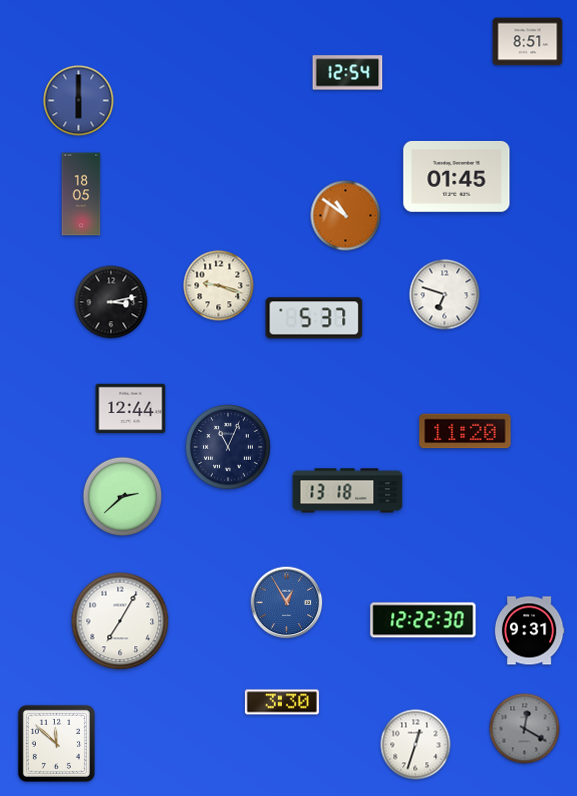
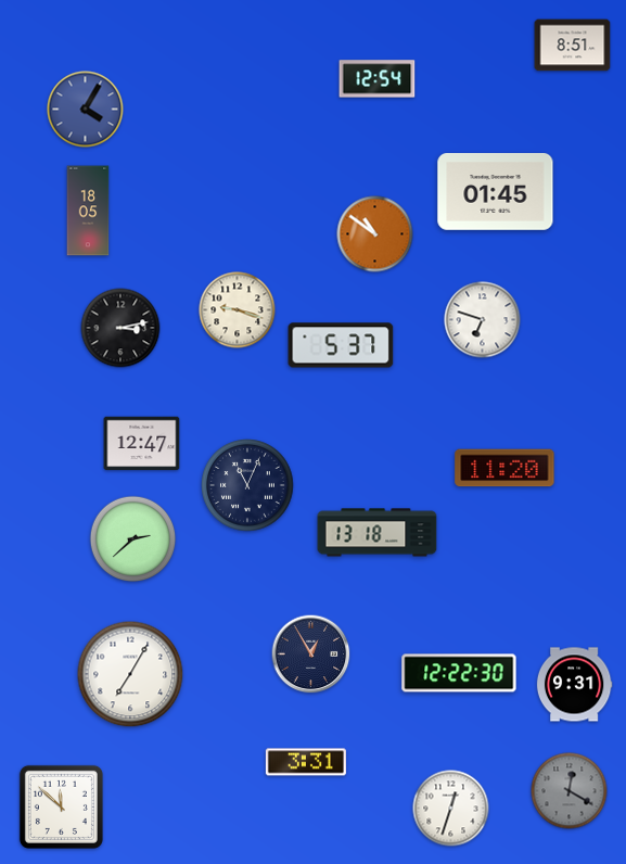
clock at (79, 101): 6:00 -> 4:05
clock at (131, 409): 12:44 -> 12:47
clock at (287, 603) dial: blue -> navy
clock at (282, 702): 3:30 -> 3:31
